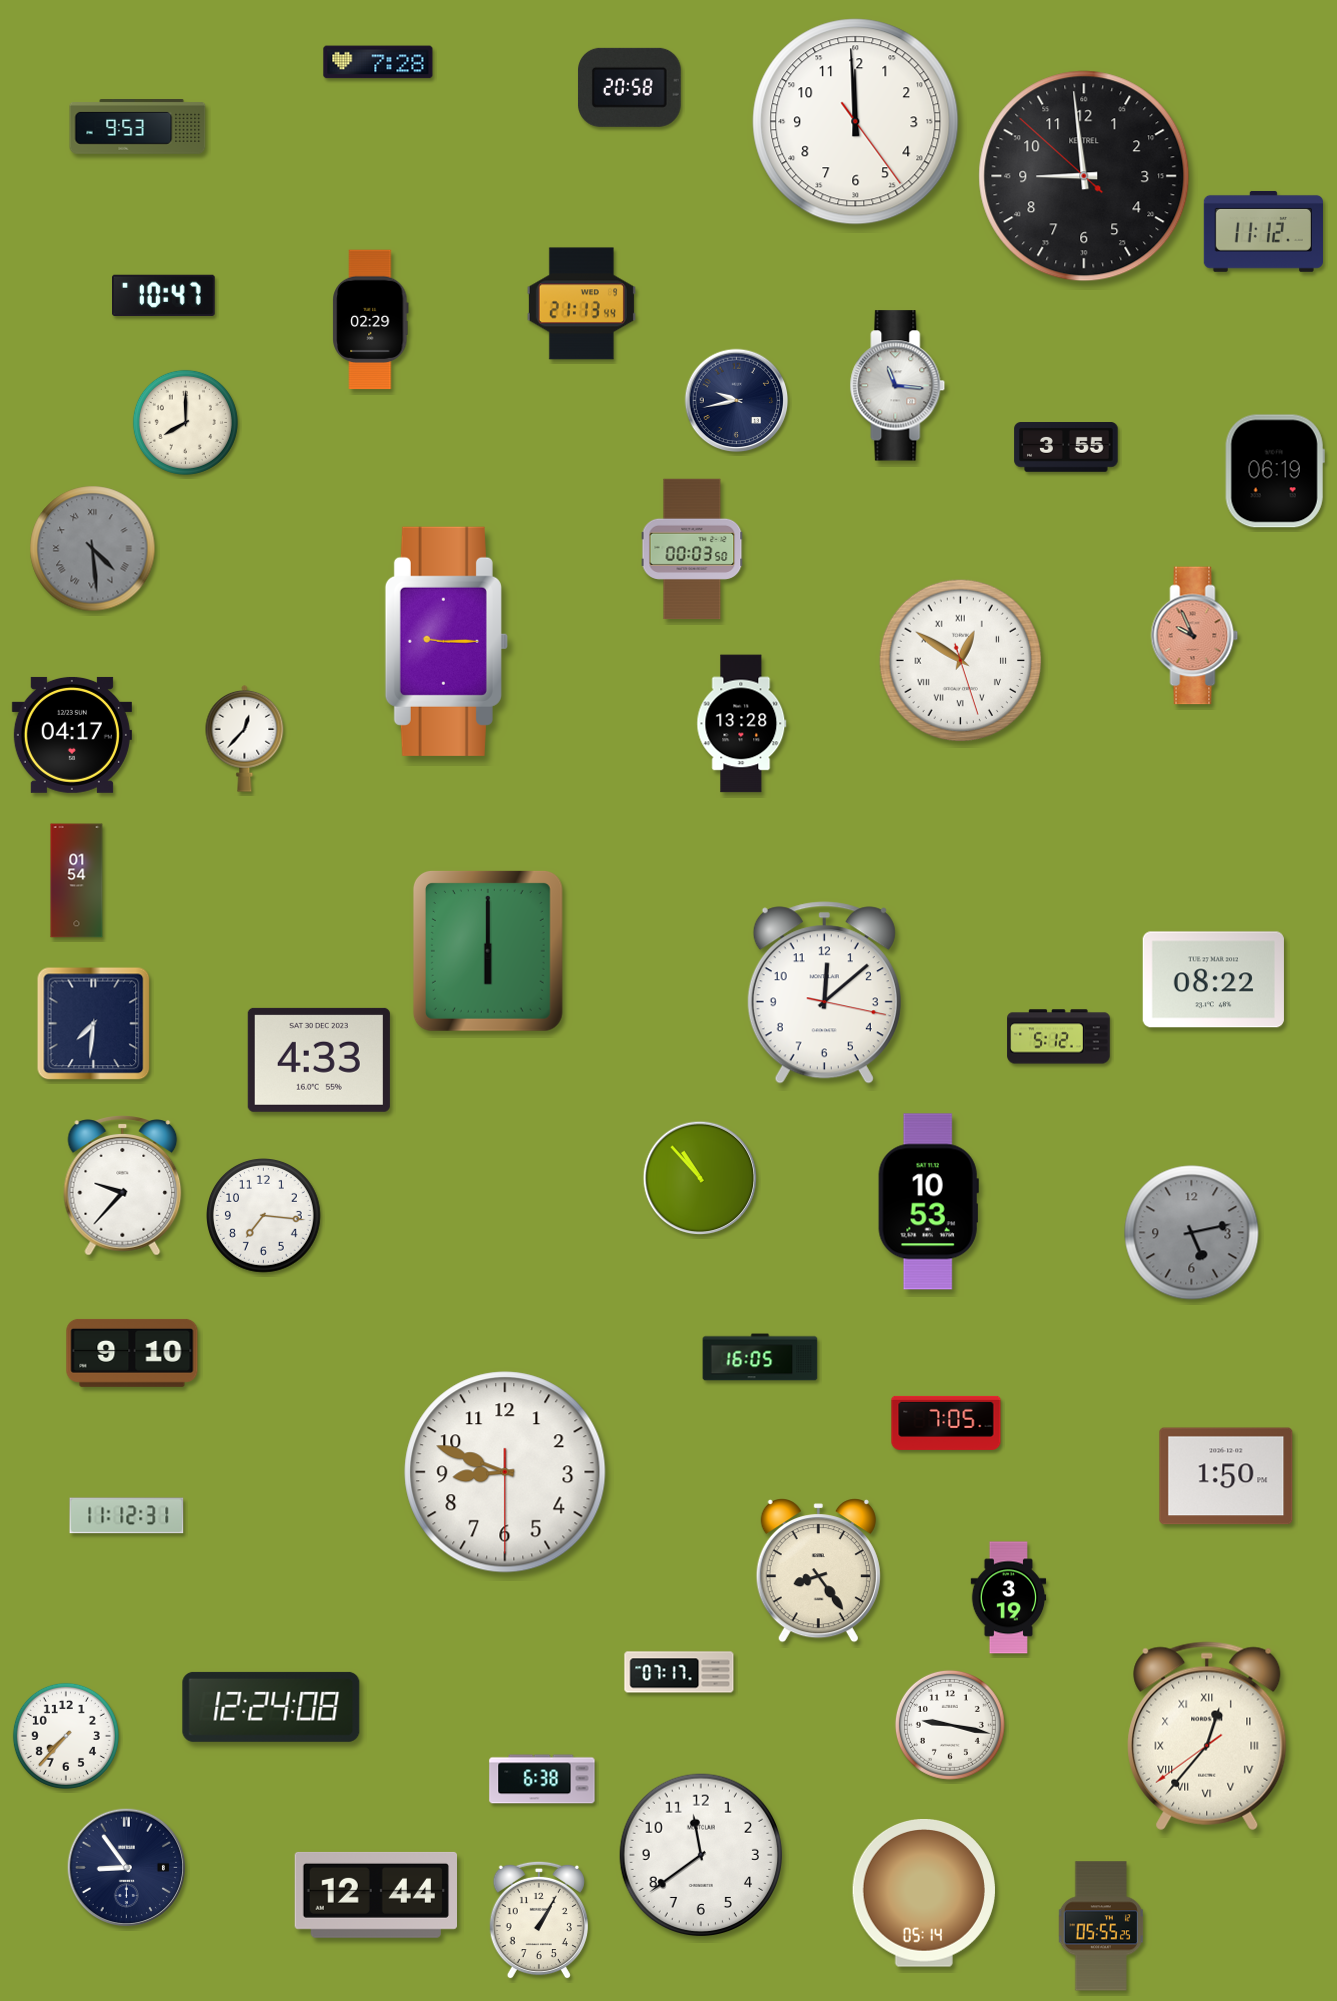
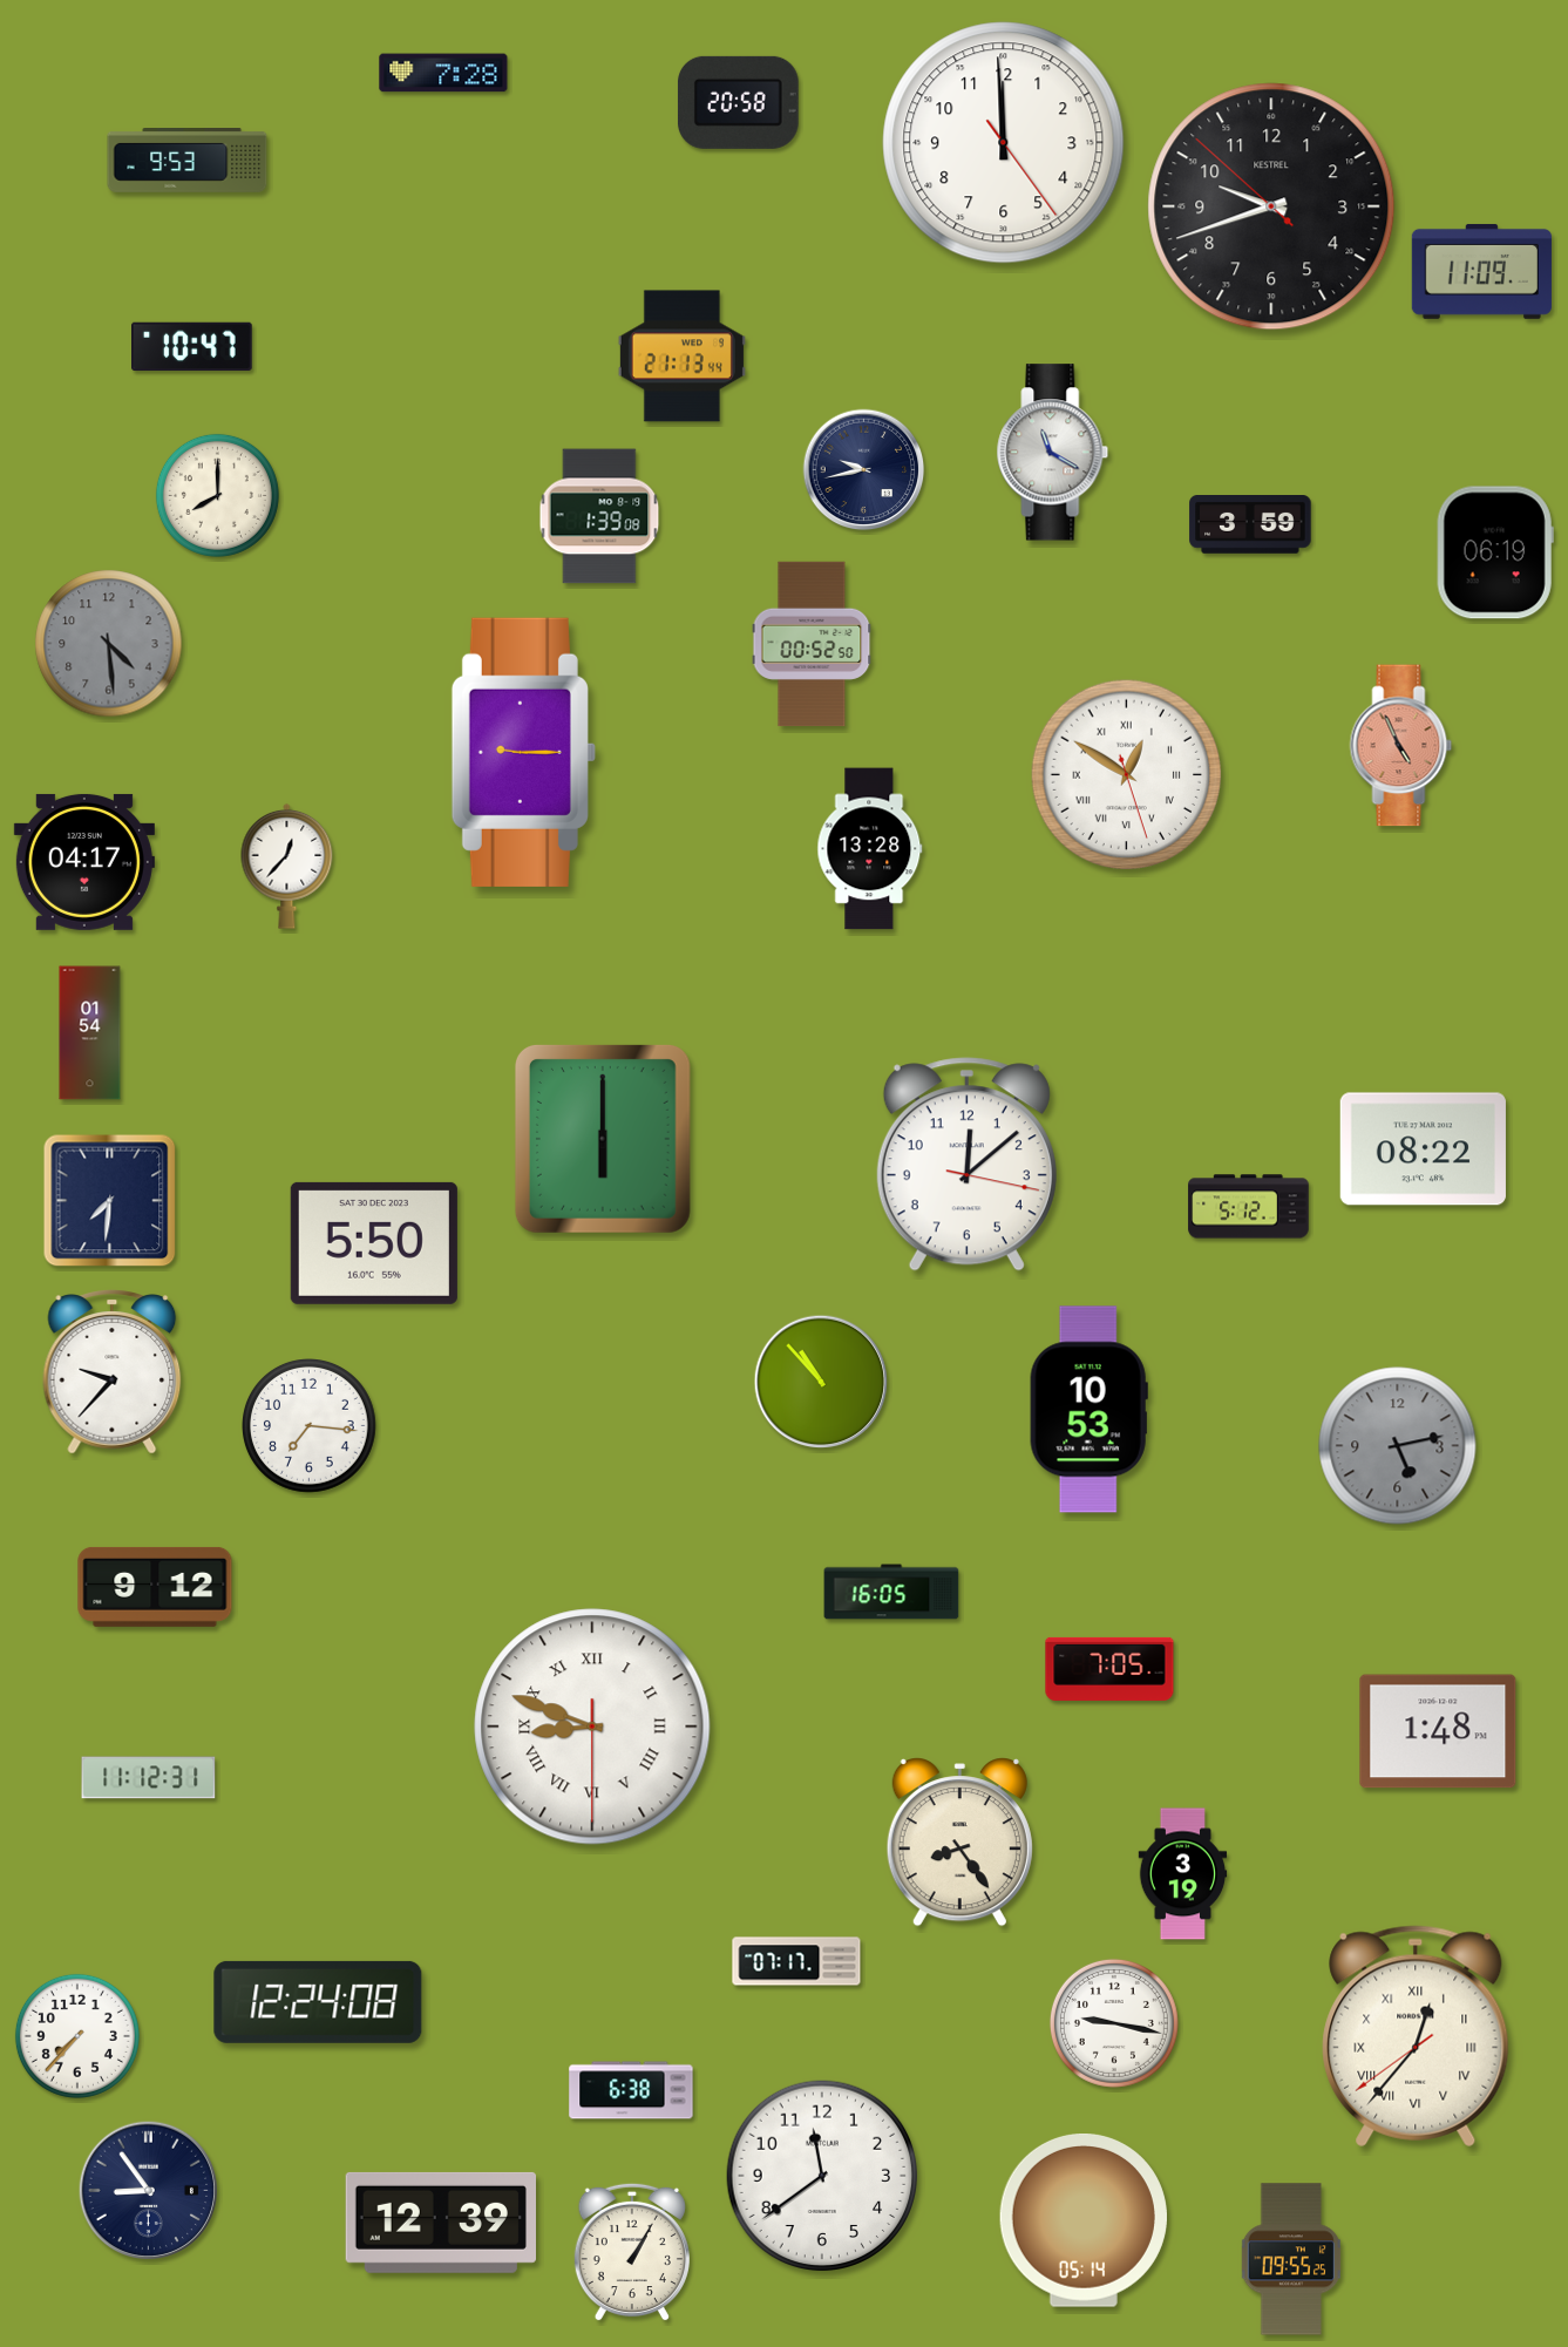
clock at (138, 127) position: (138, 127) -> (188, 161)
clock at (1084, 176): 8:58 -> 9:41
clock at (1263, 231): 11:12 -> 11:09
clock at (371, 320): 02:29 -> none
clock at (898, 386): 11:16 -> 11:20
clock at (599, 516): none -> 1:39
clock at (1066, 448): 3:55 -> 3:59
clock at (93, 549) numerals: Roman -> Arabic
clock at (692, 549): 00:03 -> 00:52
clock at (1195, 636): 9:56 -> 4:56
clock at (488, 951) position: (488, 951) -> (603, 1139)
clock at (1059, 1037) position: (1059, 1037) -> (1249, 1207)
clock at (319, 1060): 4:33 -> 5:50
clock at (123, 1186) position: (123, 1186) -> (113, 1372)
clock at (132, 1353): 9:10 -> 9:12
clock at (505, 1472) numerals: Arabic -> Roman
clock at (1226, 1476): 1:50 -> 1:48
clock at (542, 1779) position: (542, 1779) -> (631, 2090)
clock at (375, 1895): 12:44 -> 12:39
clock at (1100, 1926): 05:55 -> 09:55
